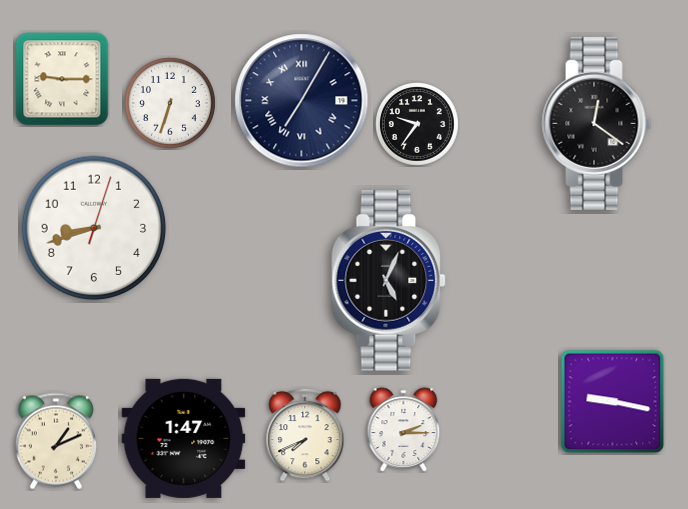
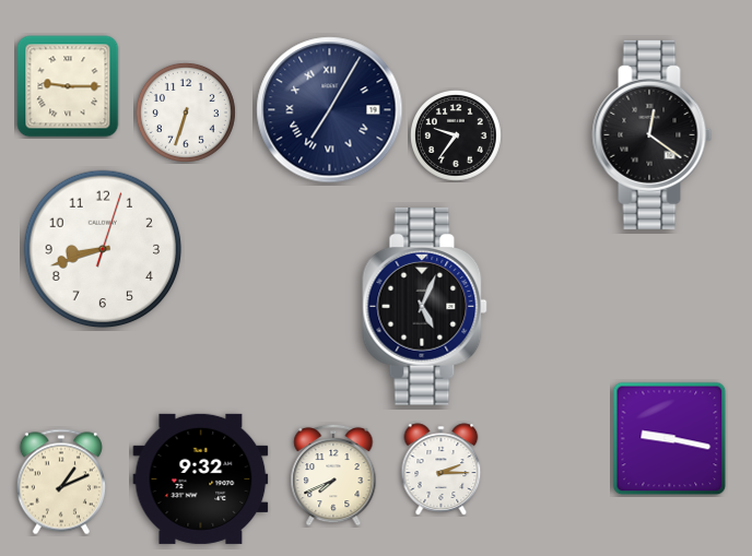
clock at (184, 438): 1:47 -> 9:32
